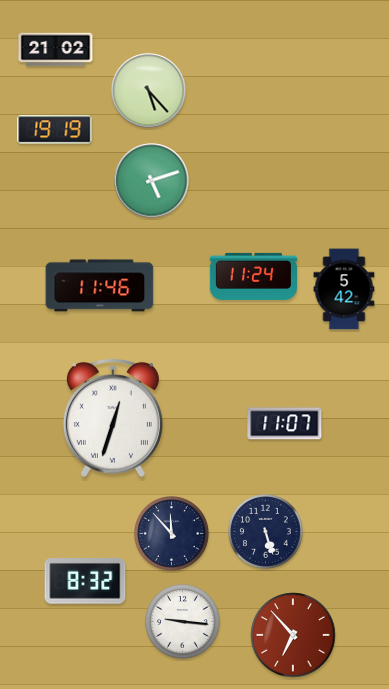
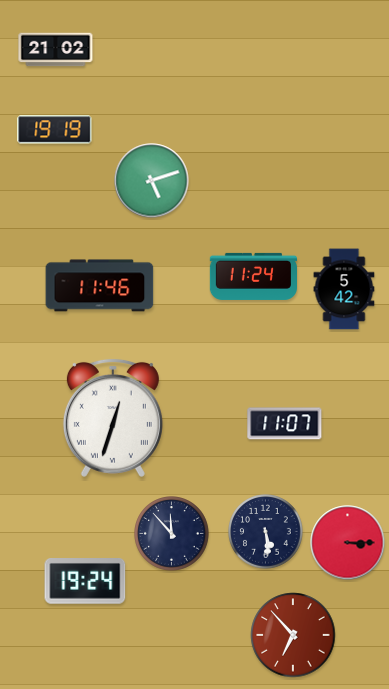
clock at (149, 91): 5:23 -> none
clock at (266, 532): 5:27 -> 5:29
clock at (348, 543): none -> 3:15
clock at (85, 582): 8:32 -> 19:24
clock at (183, 622): 9:16 -> none
